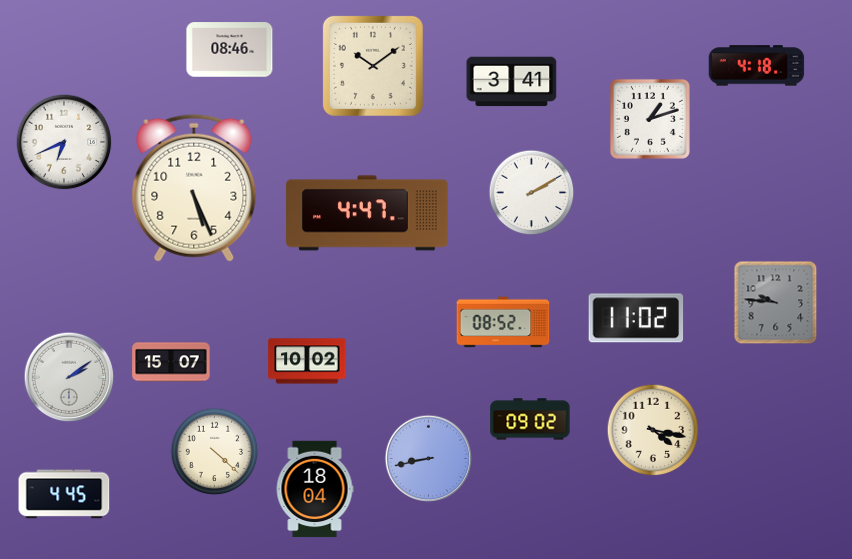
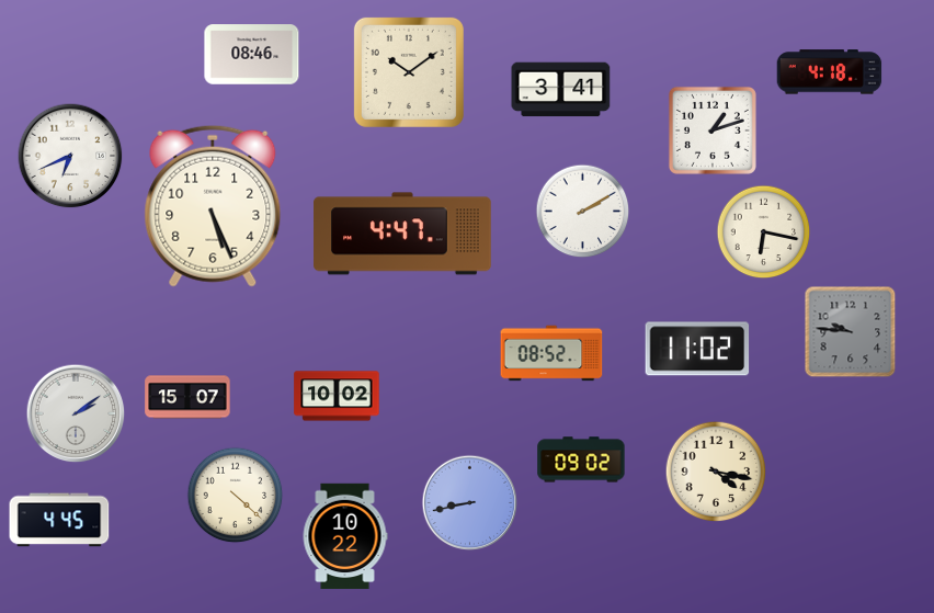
clock at (764, 232): none -> 6:17
clock at (315, 489): 18:04 -> 10:22
clock at (64, 494) position: (64, 494) -> (59, 520)
